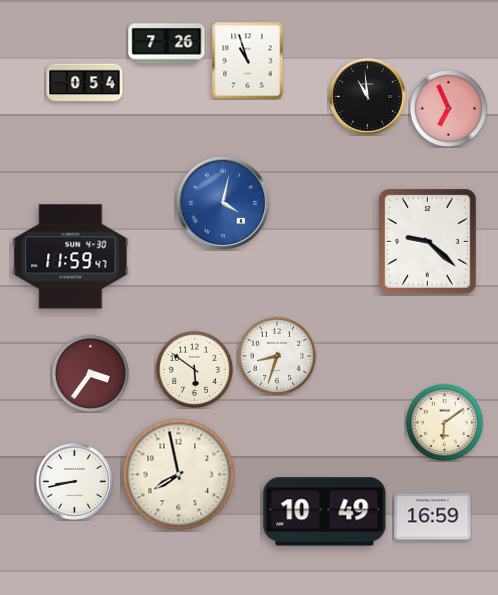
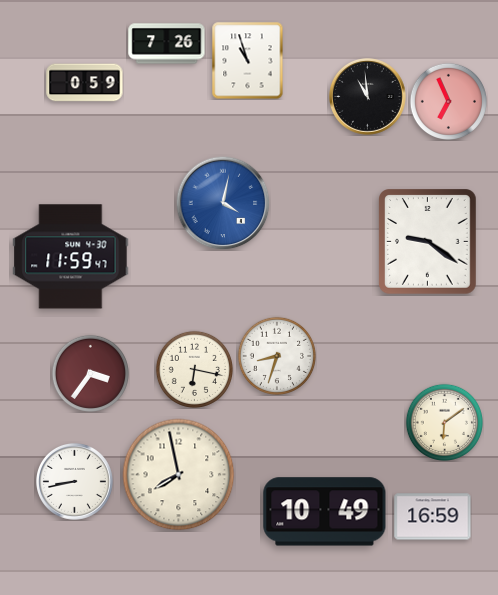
clock at (85, 83): 0:54 -> 0:59
clock at (448, 108) position: (448, 108) -> (448, 101)
clock at (428, 242): 9:22 -> 9:21
clock at (194, 369): 5:51 -> 6:17
